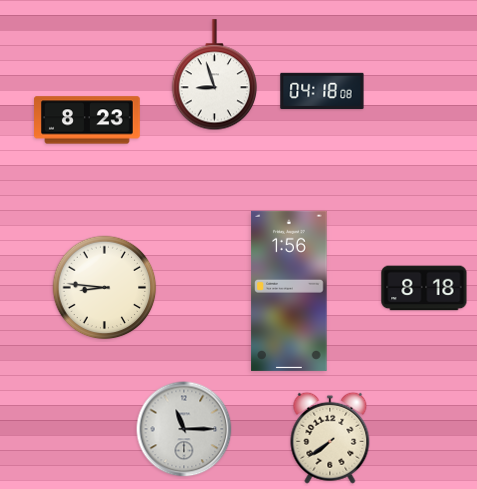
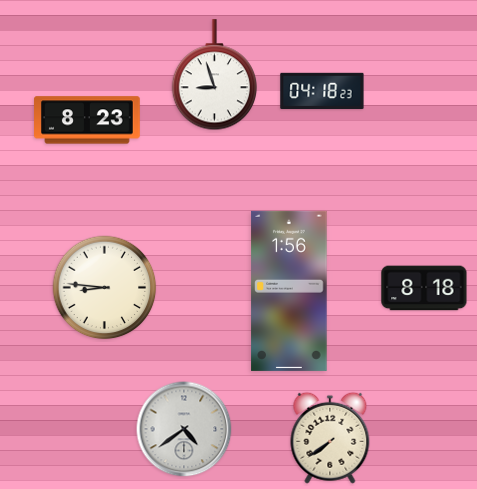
clock at (322, 91): 04:18:08 -> 04:18:23
clock at (184, 429): 11:15 -> 4:39
